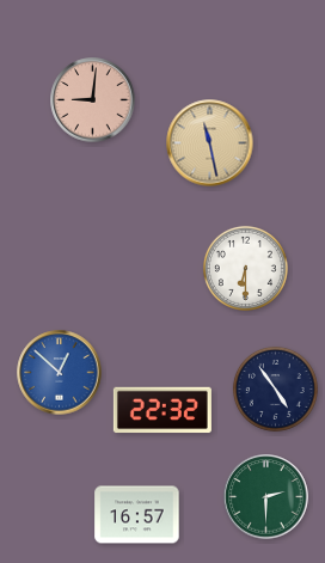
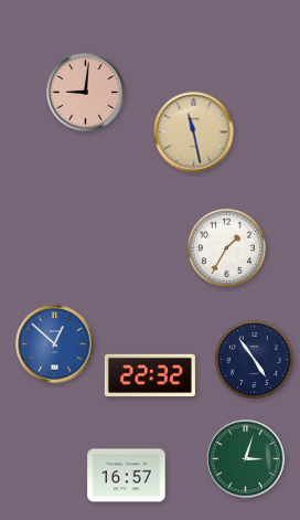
clock at (245, 268): 6:30 -> 1:35
clock at (162, 410) position: (162, 410) -> (150, 375)
clock at (266, 497): 2:30 -> 3:03
